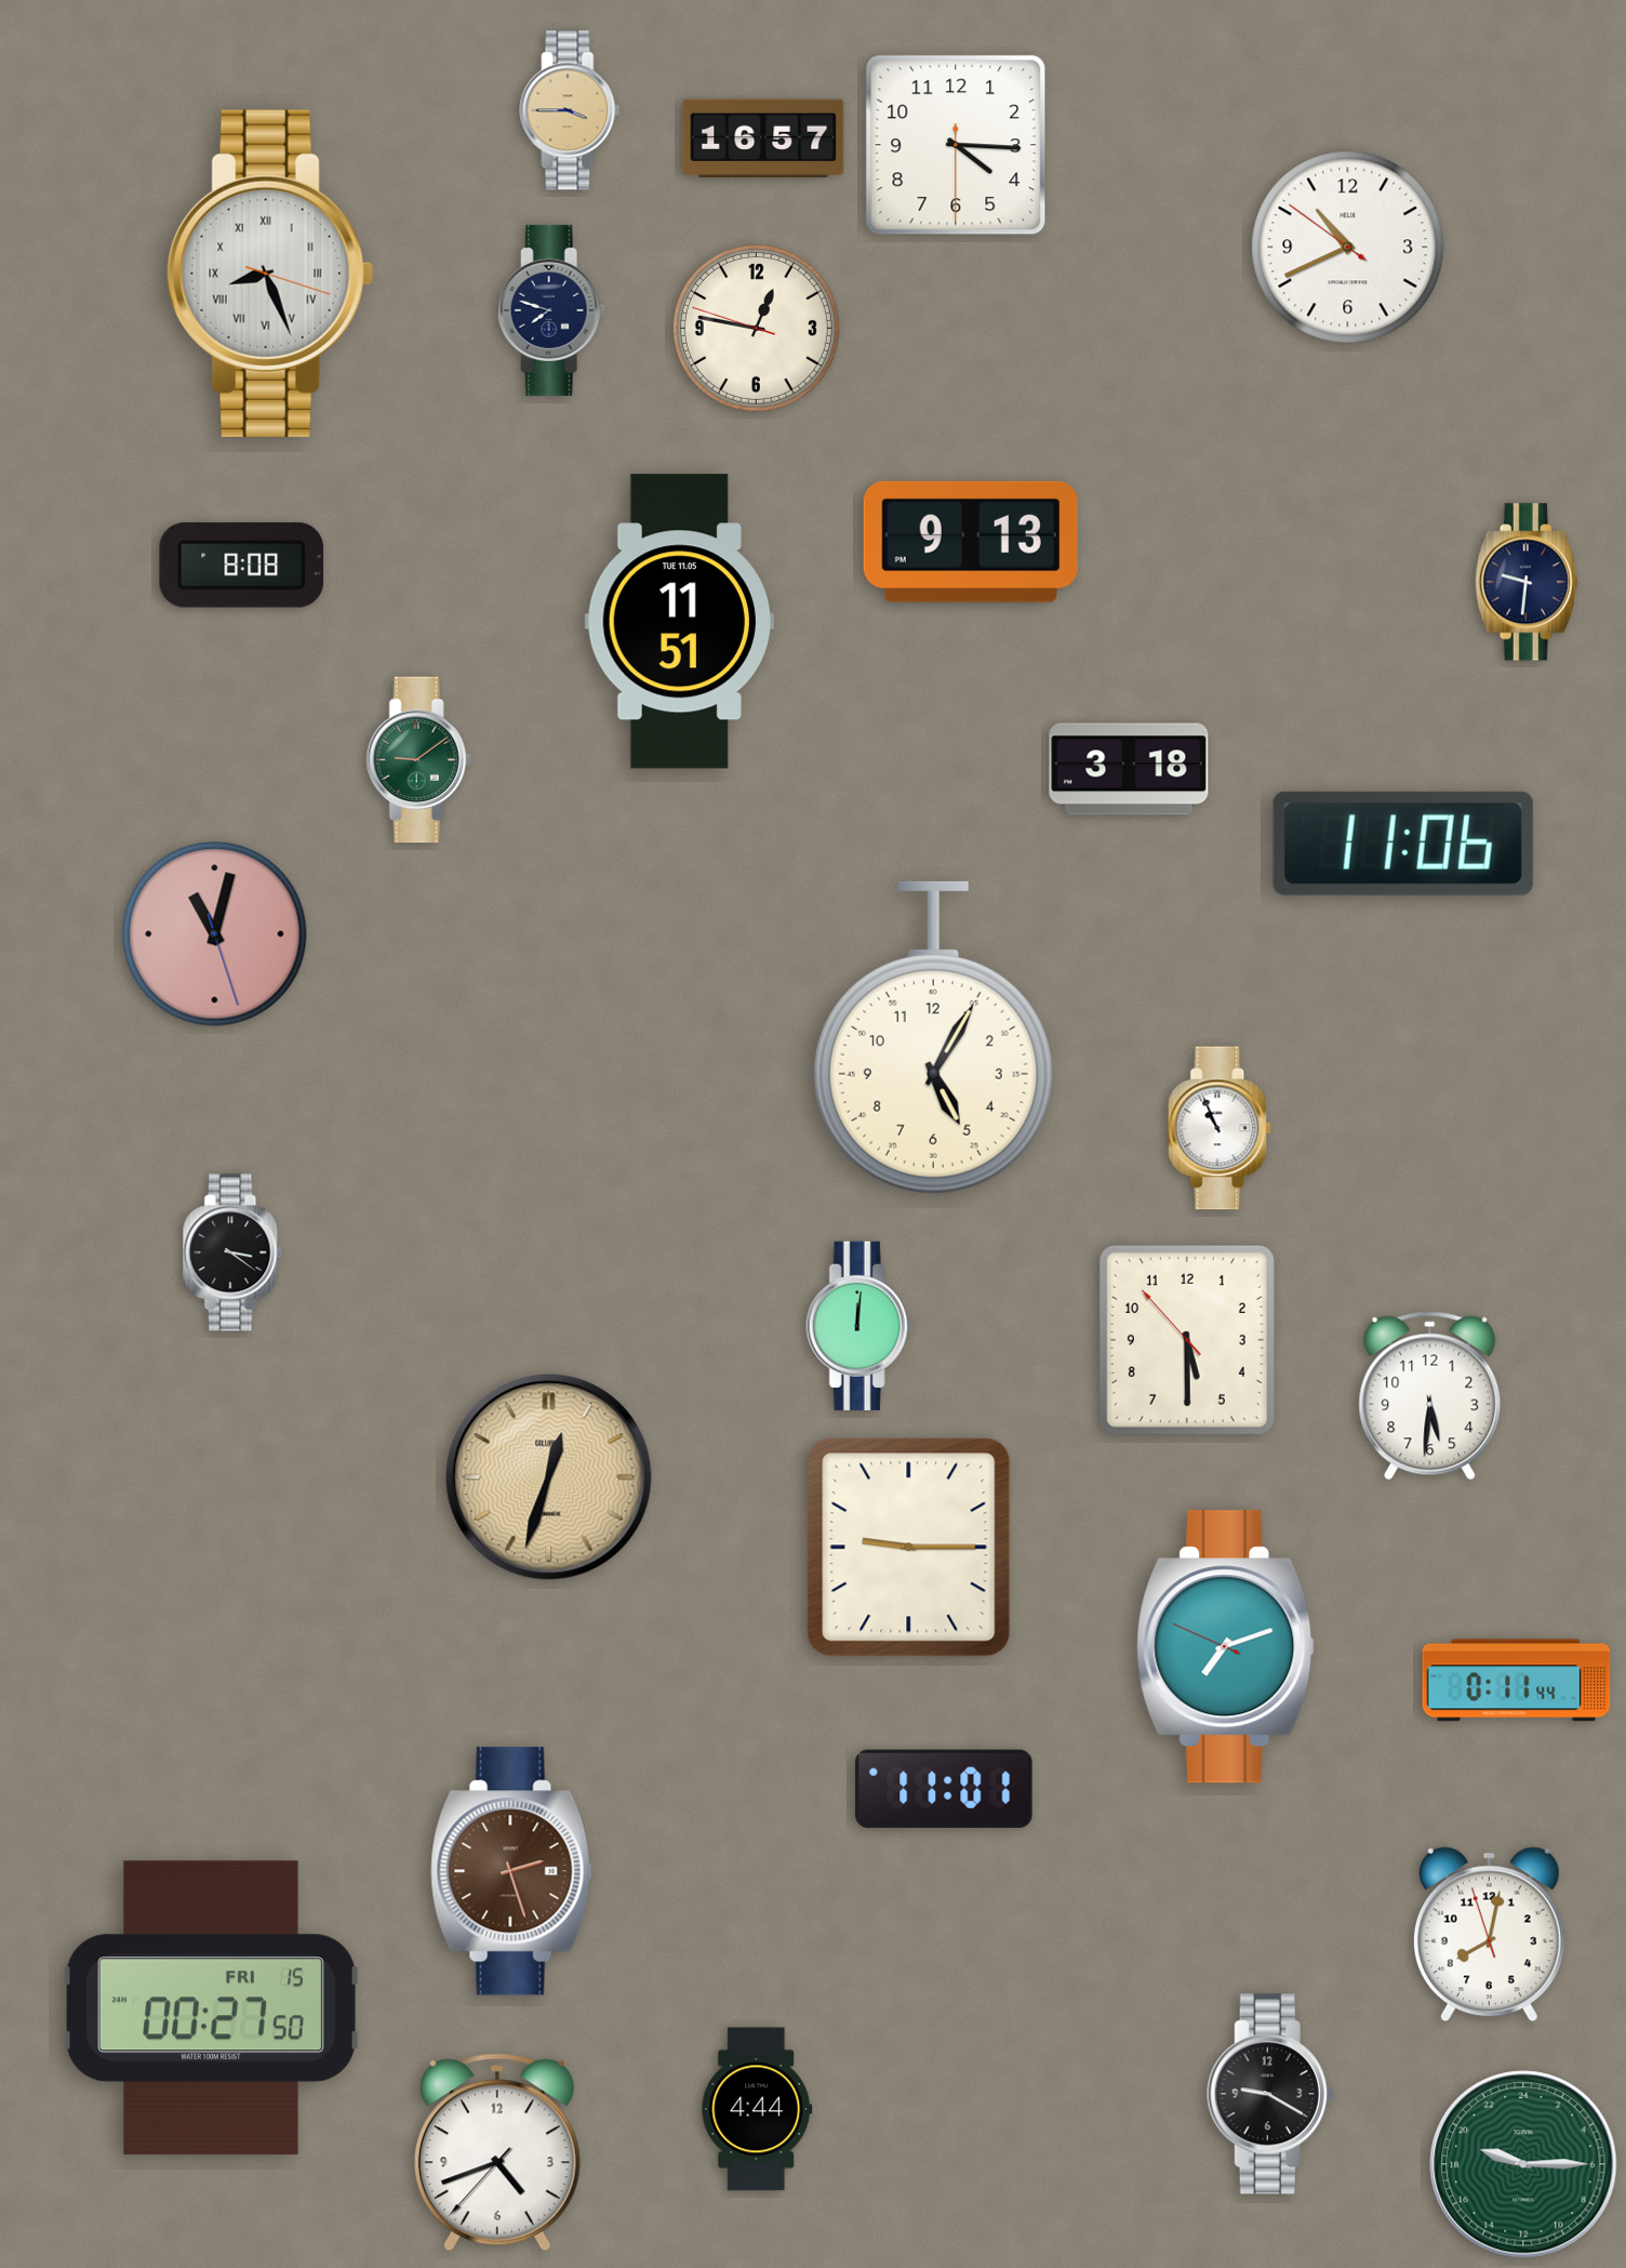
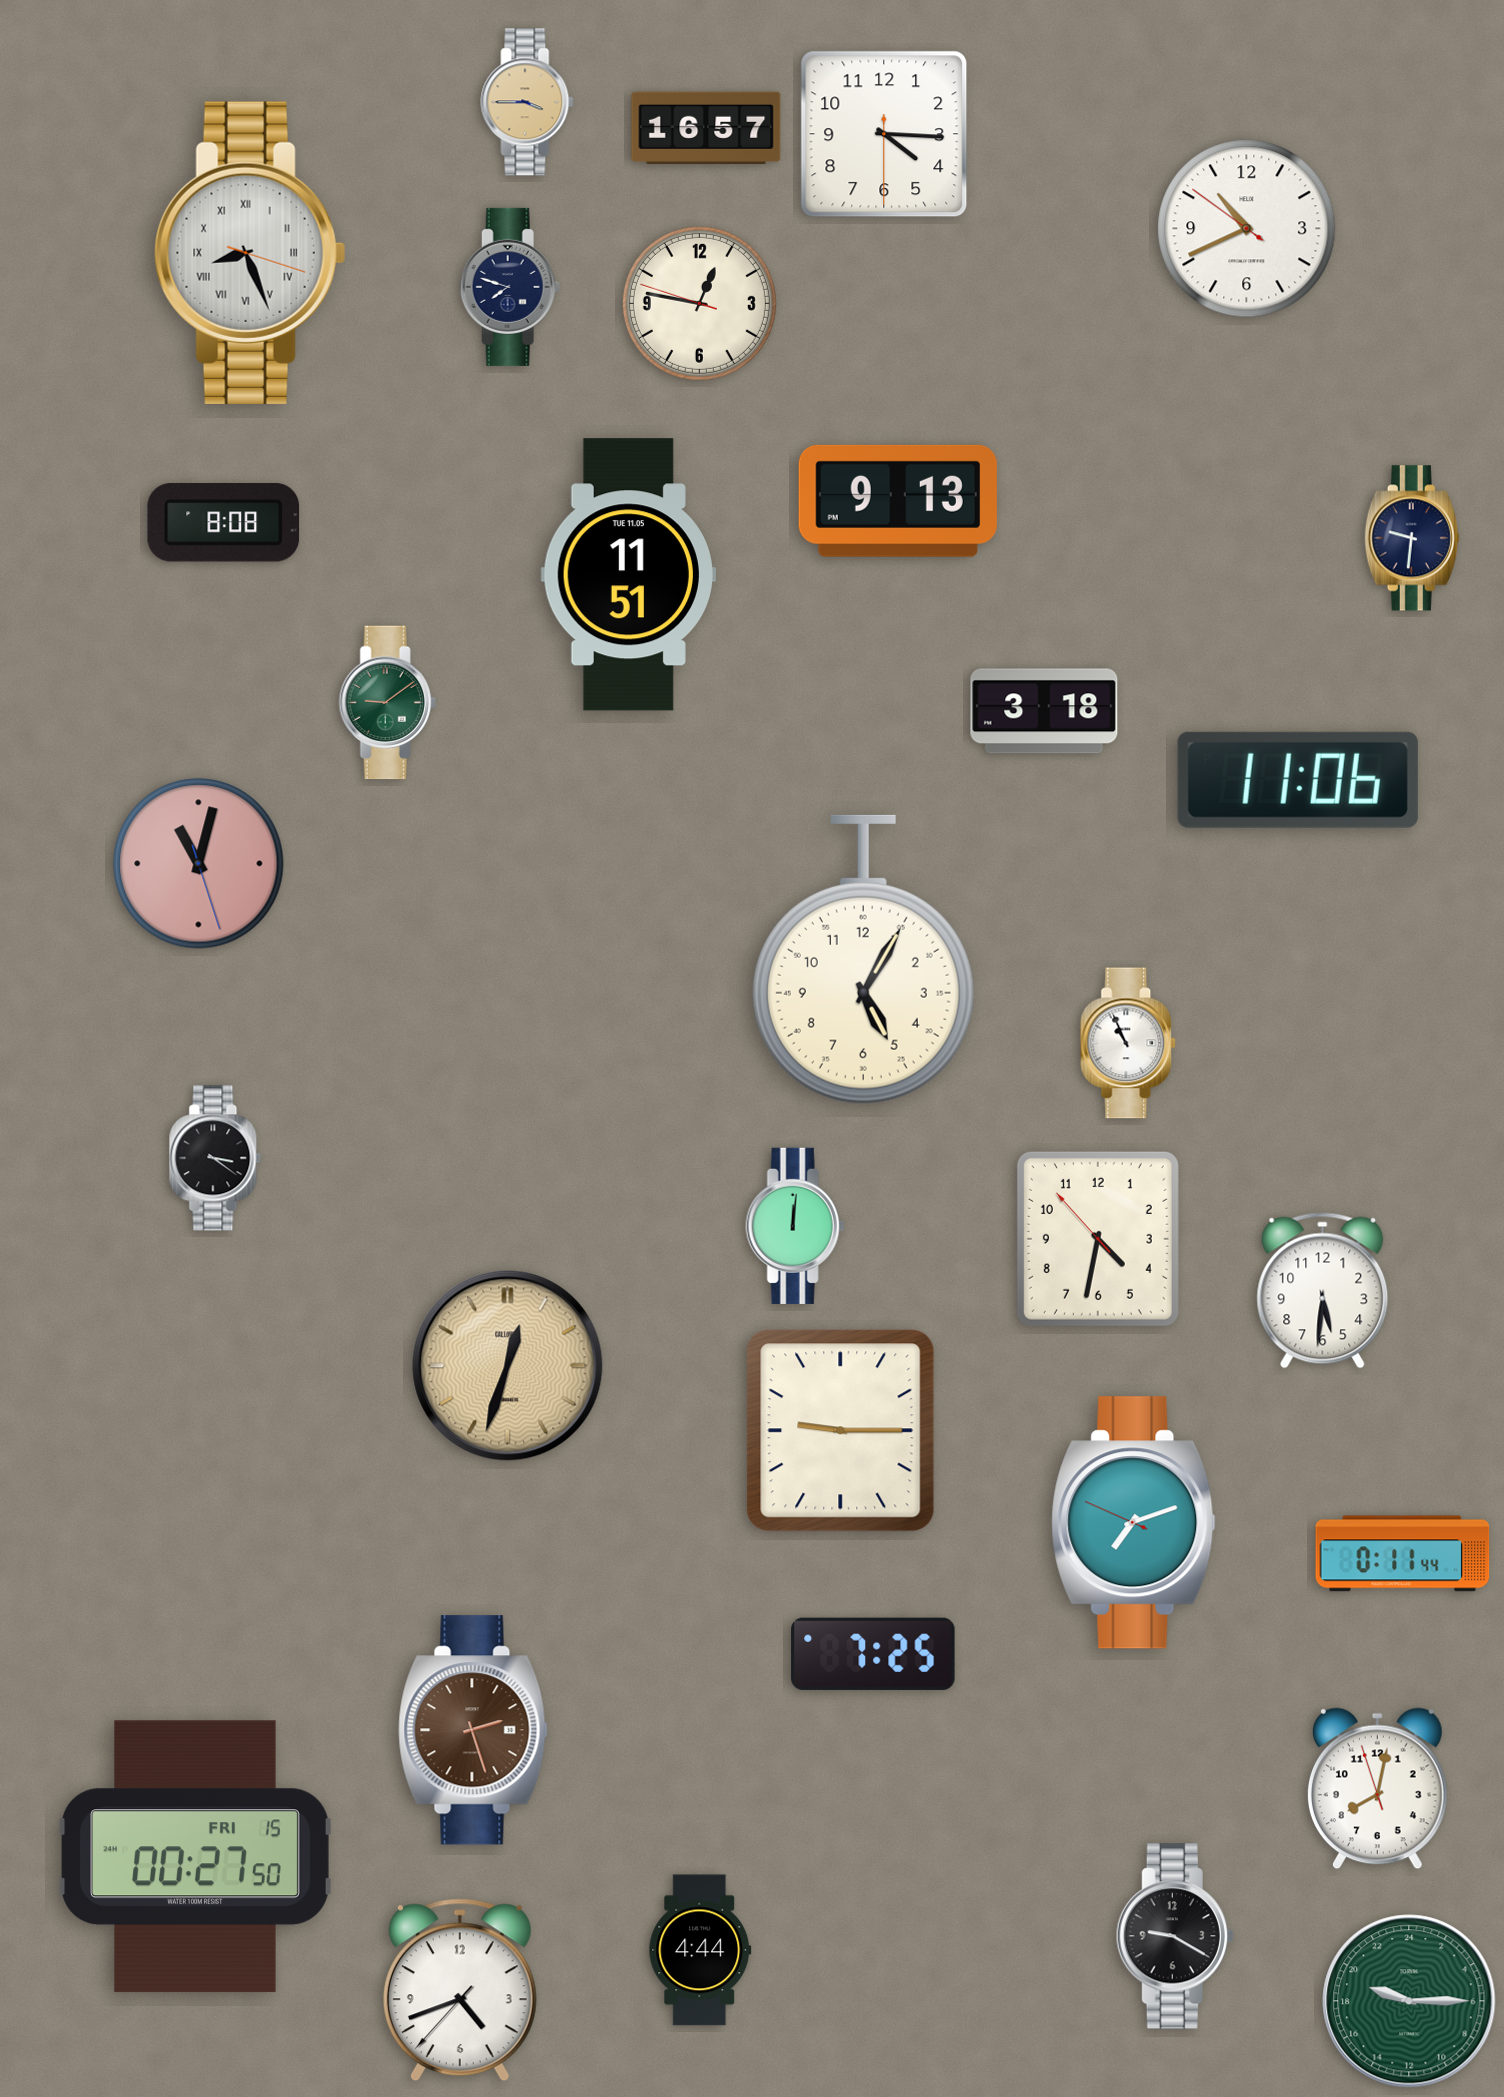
clock at (1187, 1340): 5:29 -> 4:31
clock at (944, 1789): 11:01 -> 7:25
